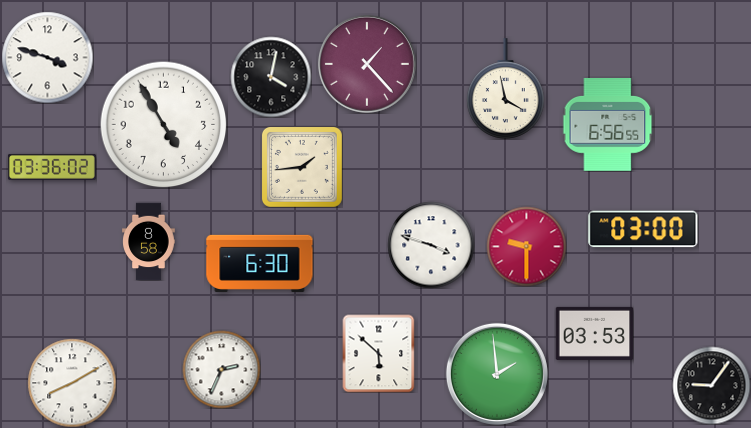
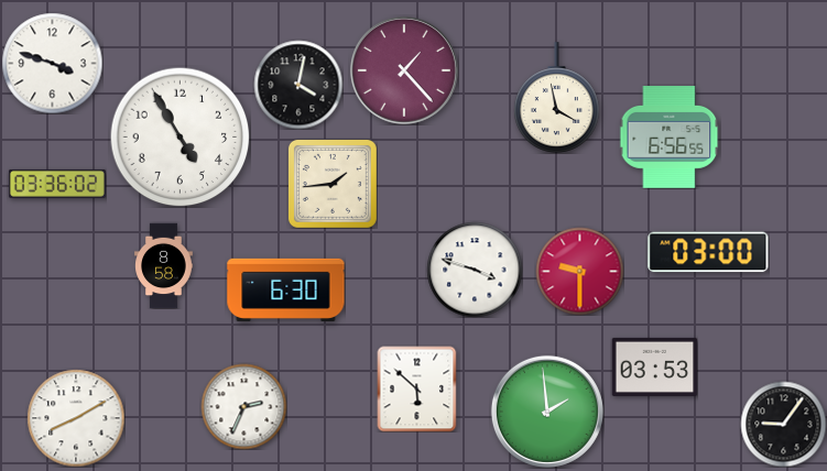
clock at (72, 383) position: (72, 383) -> (76, 418)
